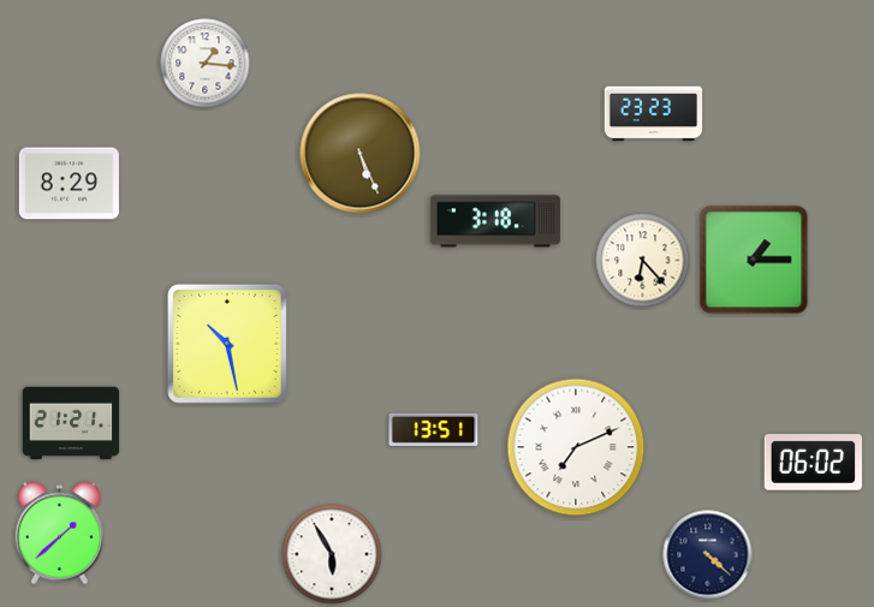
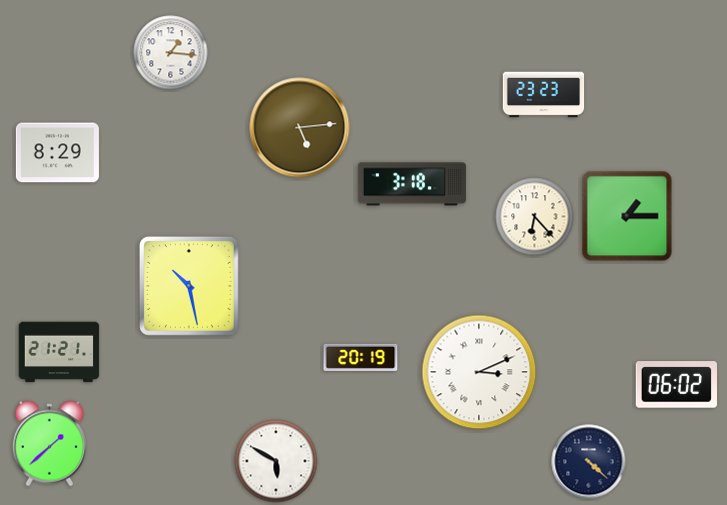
clock at (361, 154): 5:26 -> 5:14
clock at (434, 429): 13:51 -> 20:19
clock at (576, 447): 7:11 -> 3:11
clock at (332, 554): 5:55 -> 5:50
